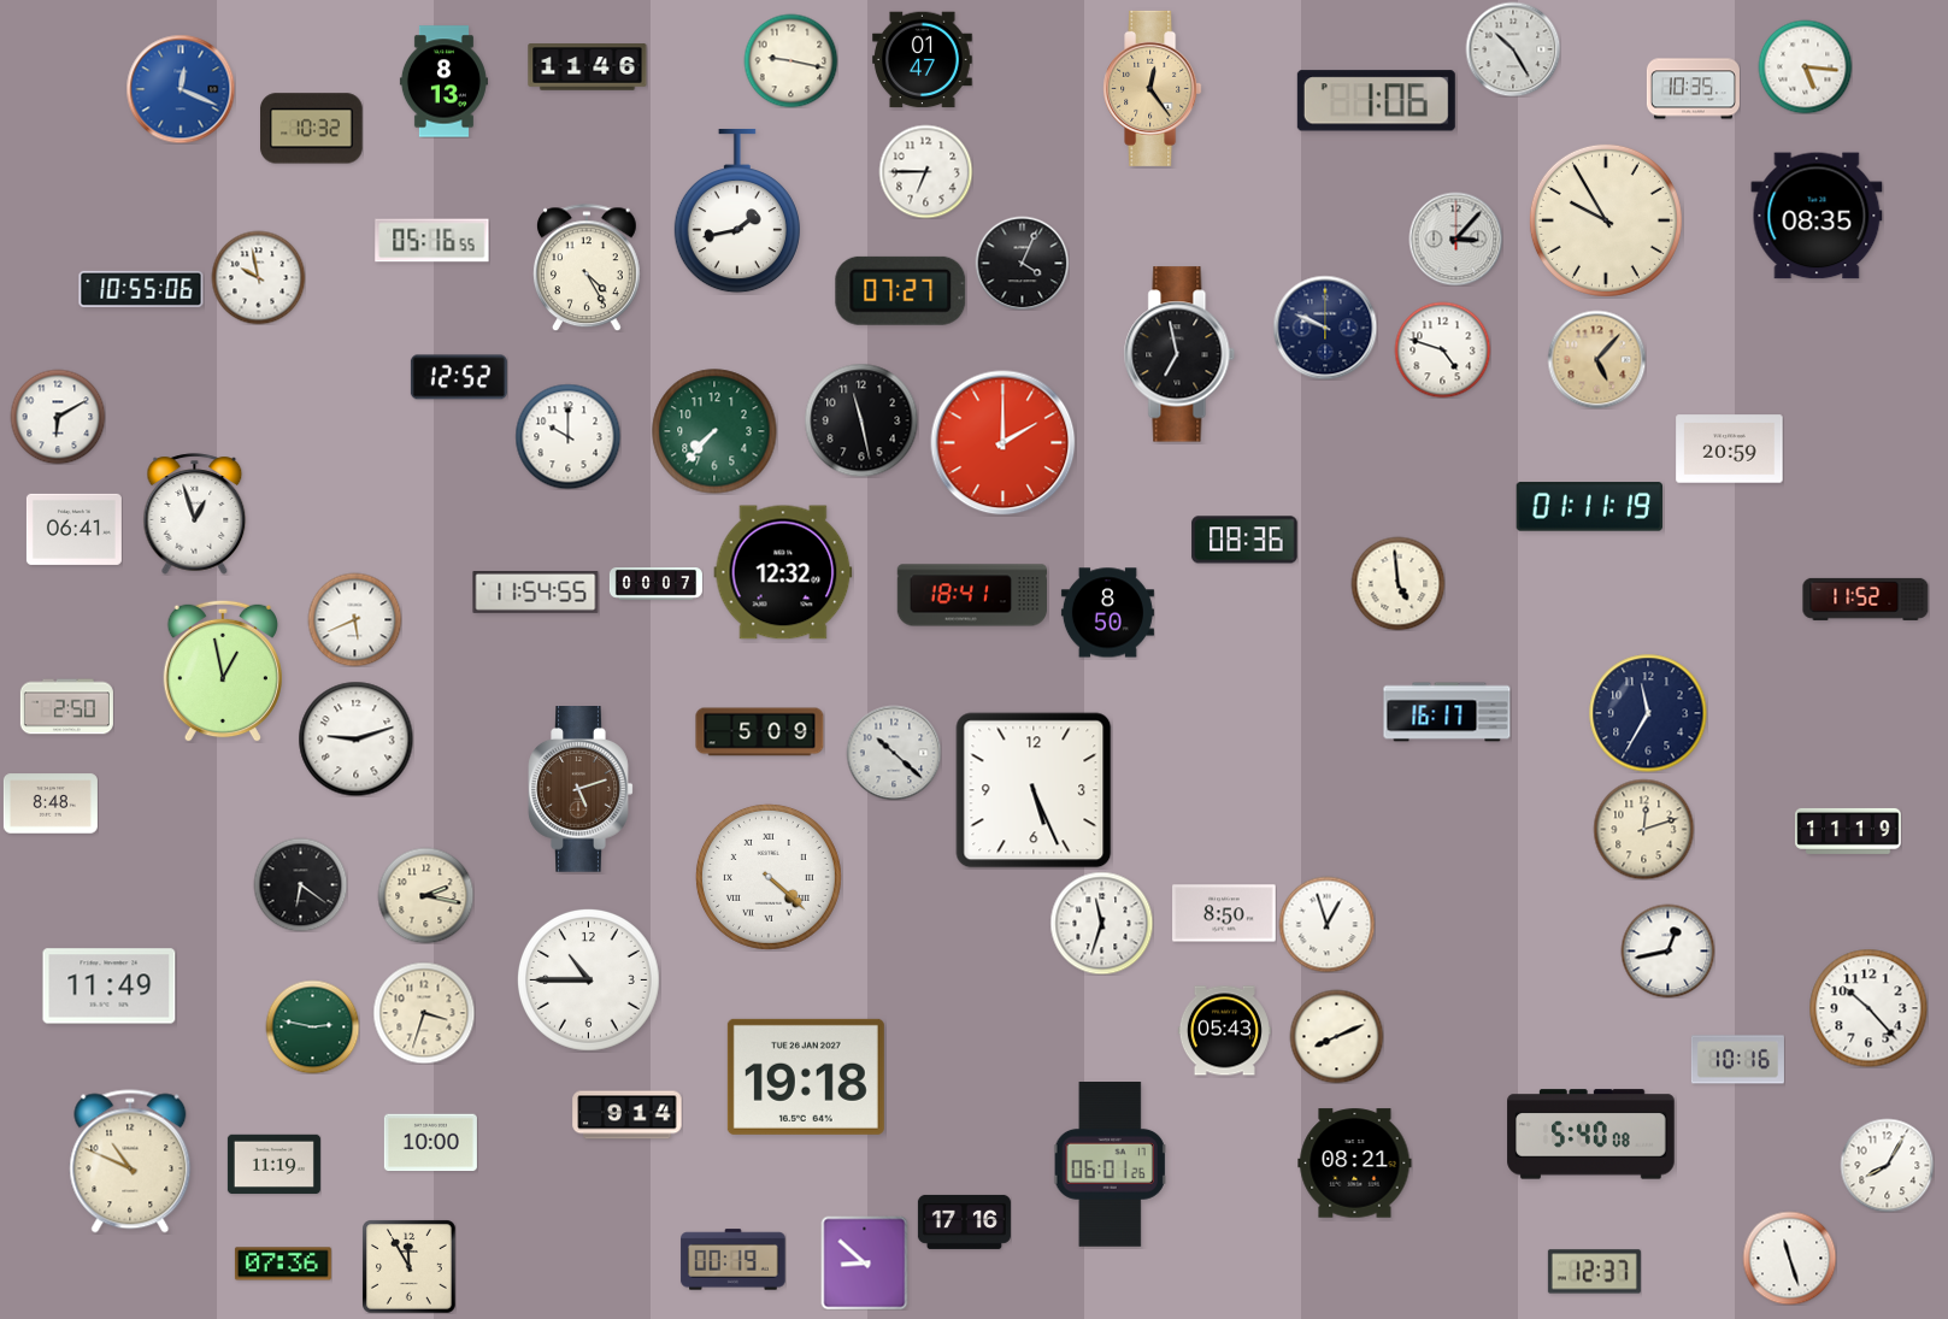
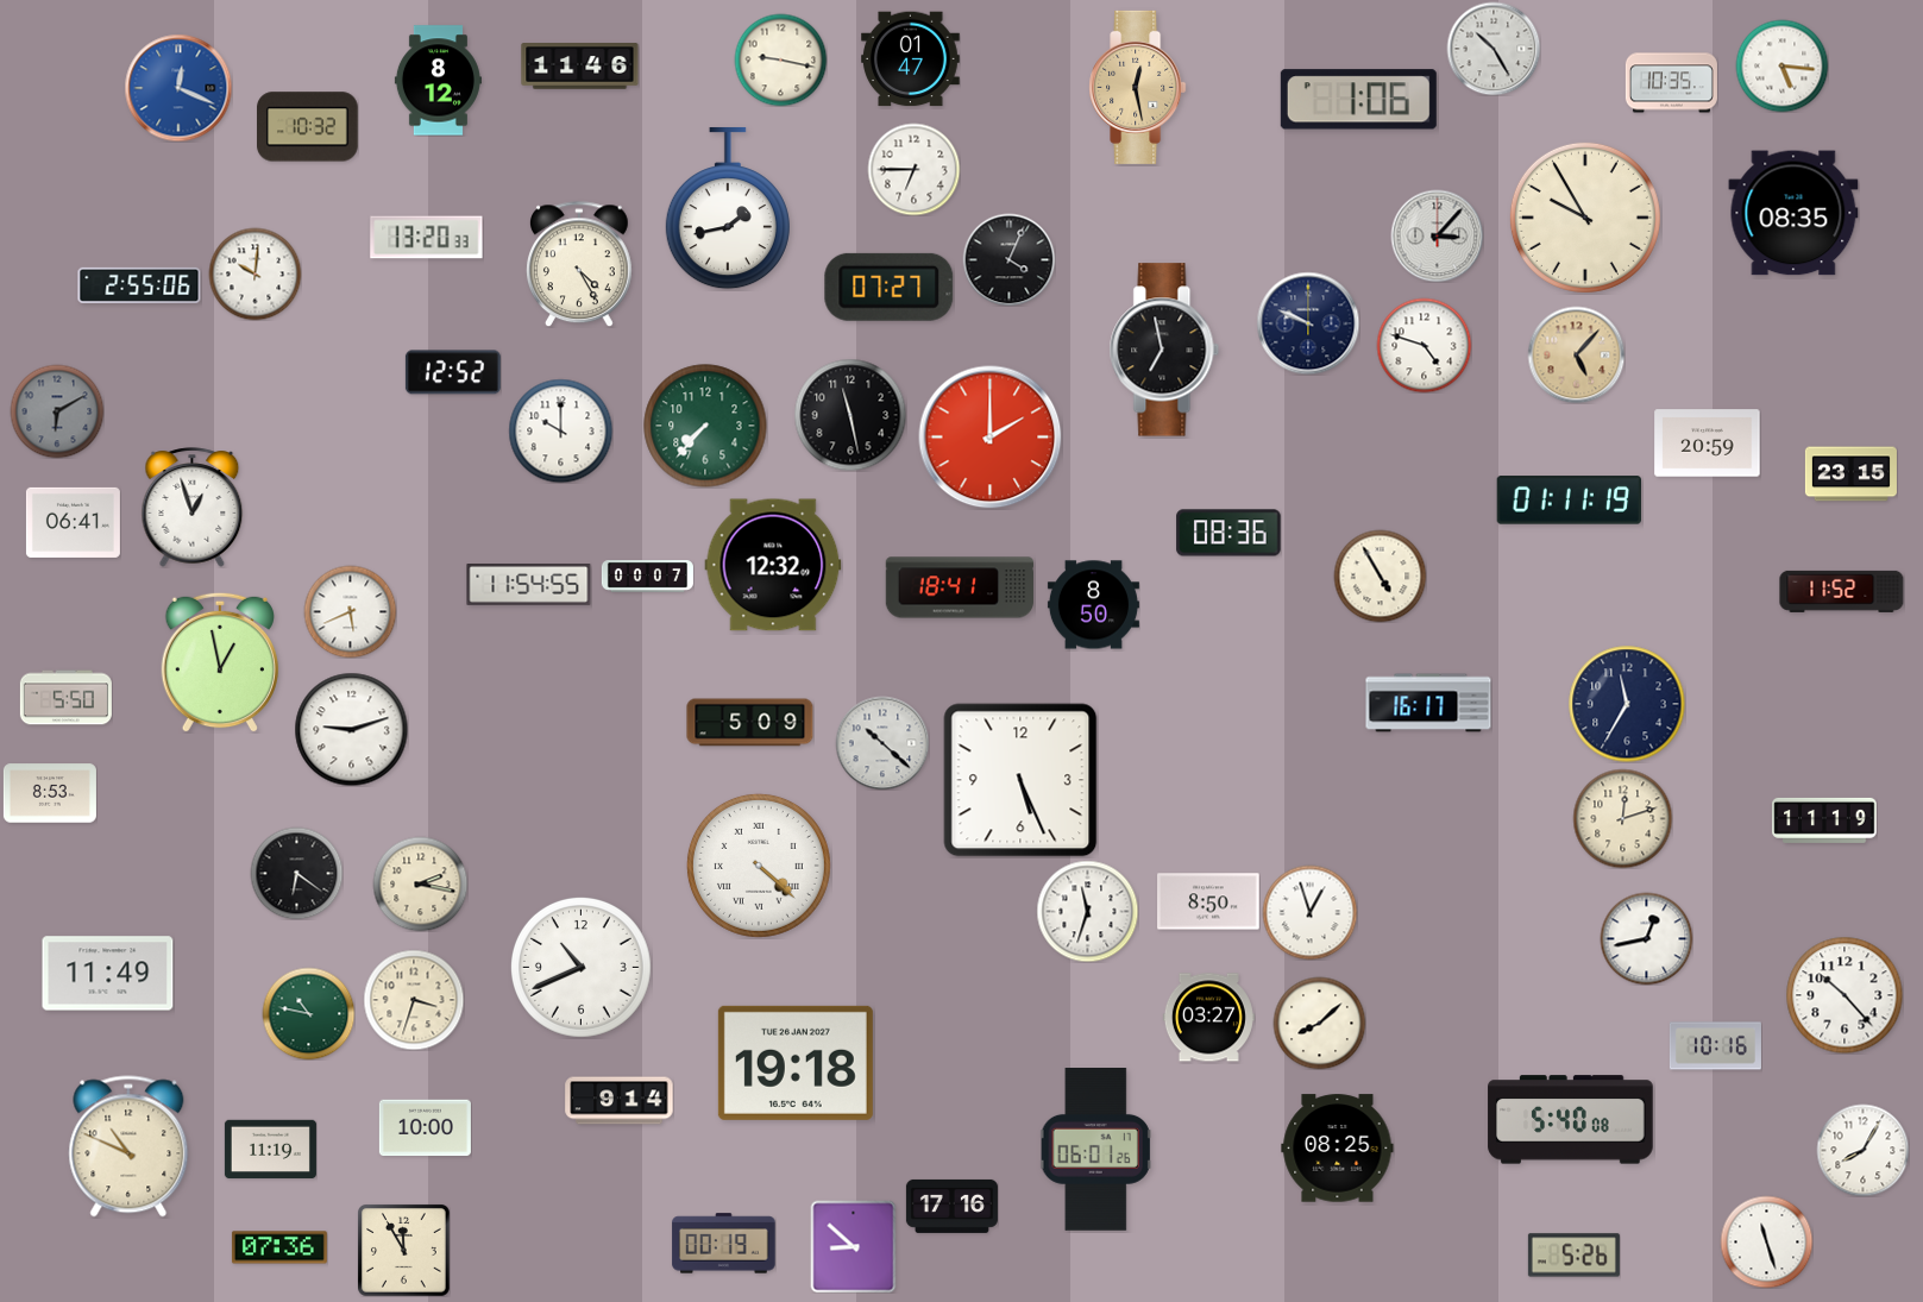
clock at (443, 82): 8:13 -> 8:12
clock at (1153, 88): 12:24 -> 12:28
clock at (1693, 89) position: (1693, 89) -> (1671, 83)
clock at (432, 241): 05:16 -> 13:20
clock at (258, 277): 9:58 -> 10:01
clock at (141, 288): 10:55 -> 2:55
clock at (58, 417) dial: white -> grey
clock at (1850, 474): none -> 23:15
clock at (1397, 583): 4:59 -> 4:55
clock at (66, 707): 2:50 -> 5:50
clock at (581, 789): 5:12 -> none
clock at (51, 803): 8:48 -> 8:53
clock at (588, 979): 10:45 -> 10:41
clock at (424, 1013) position: (424, 1013) -> (414, 1000)
clock at (312, 1026): 2:47 -> 10:47
clock at (1224, 1031): 05:43 -> 03:27
clock at (1336, 1036): 8:11 -> 8:08
clock at (1355, 1164): 08:21 -> 08:25
clock at (1594, 1272): 12:37 -> 5:26
